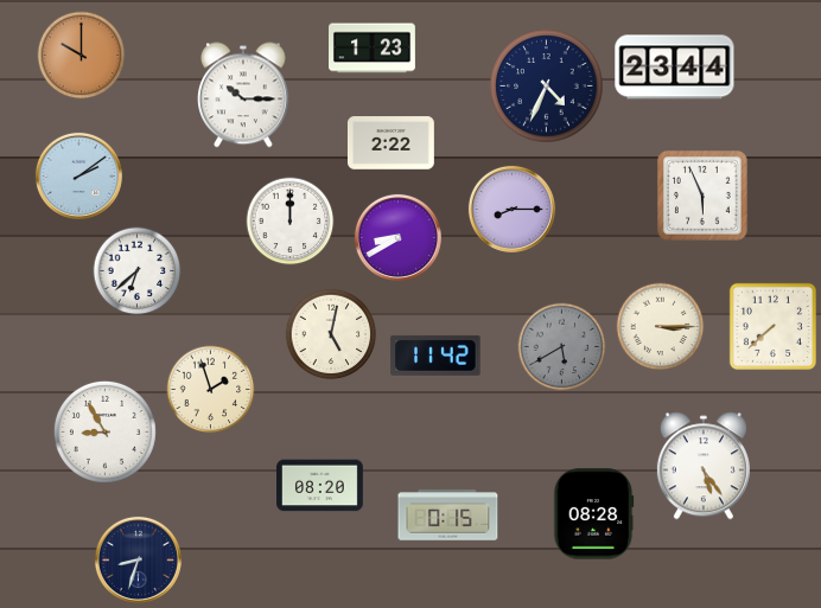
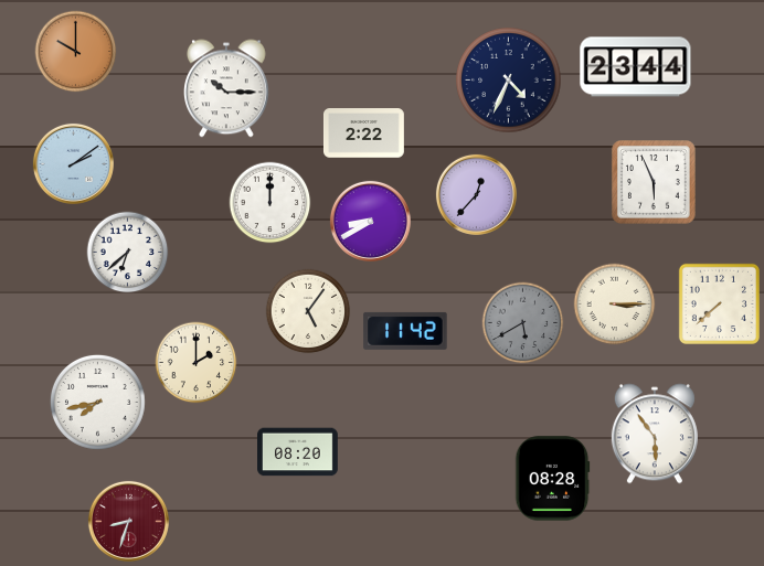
clock at (373, 49): 1:23 -> none
clock at (675, 68) position: (675, 68) -> (636, 67)
clock at (511, 209): 8:15 -> 12:37
clock at (291, 222) position: (291, 222) -> (270, 203)
clock at (331, 334): 5:02 -> 5:06
clock at (211, 390): 1:57 -> 2:00
clock at (104, 431): 8:55 -> 7:43
clock at (704, 466): 5:24 -> 5:54
clock at (448, 516): 0:15 -> none
clock at (138, 559) dial: navy -> burgundy
